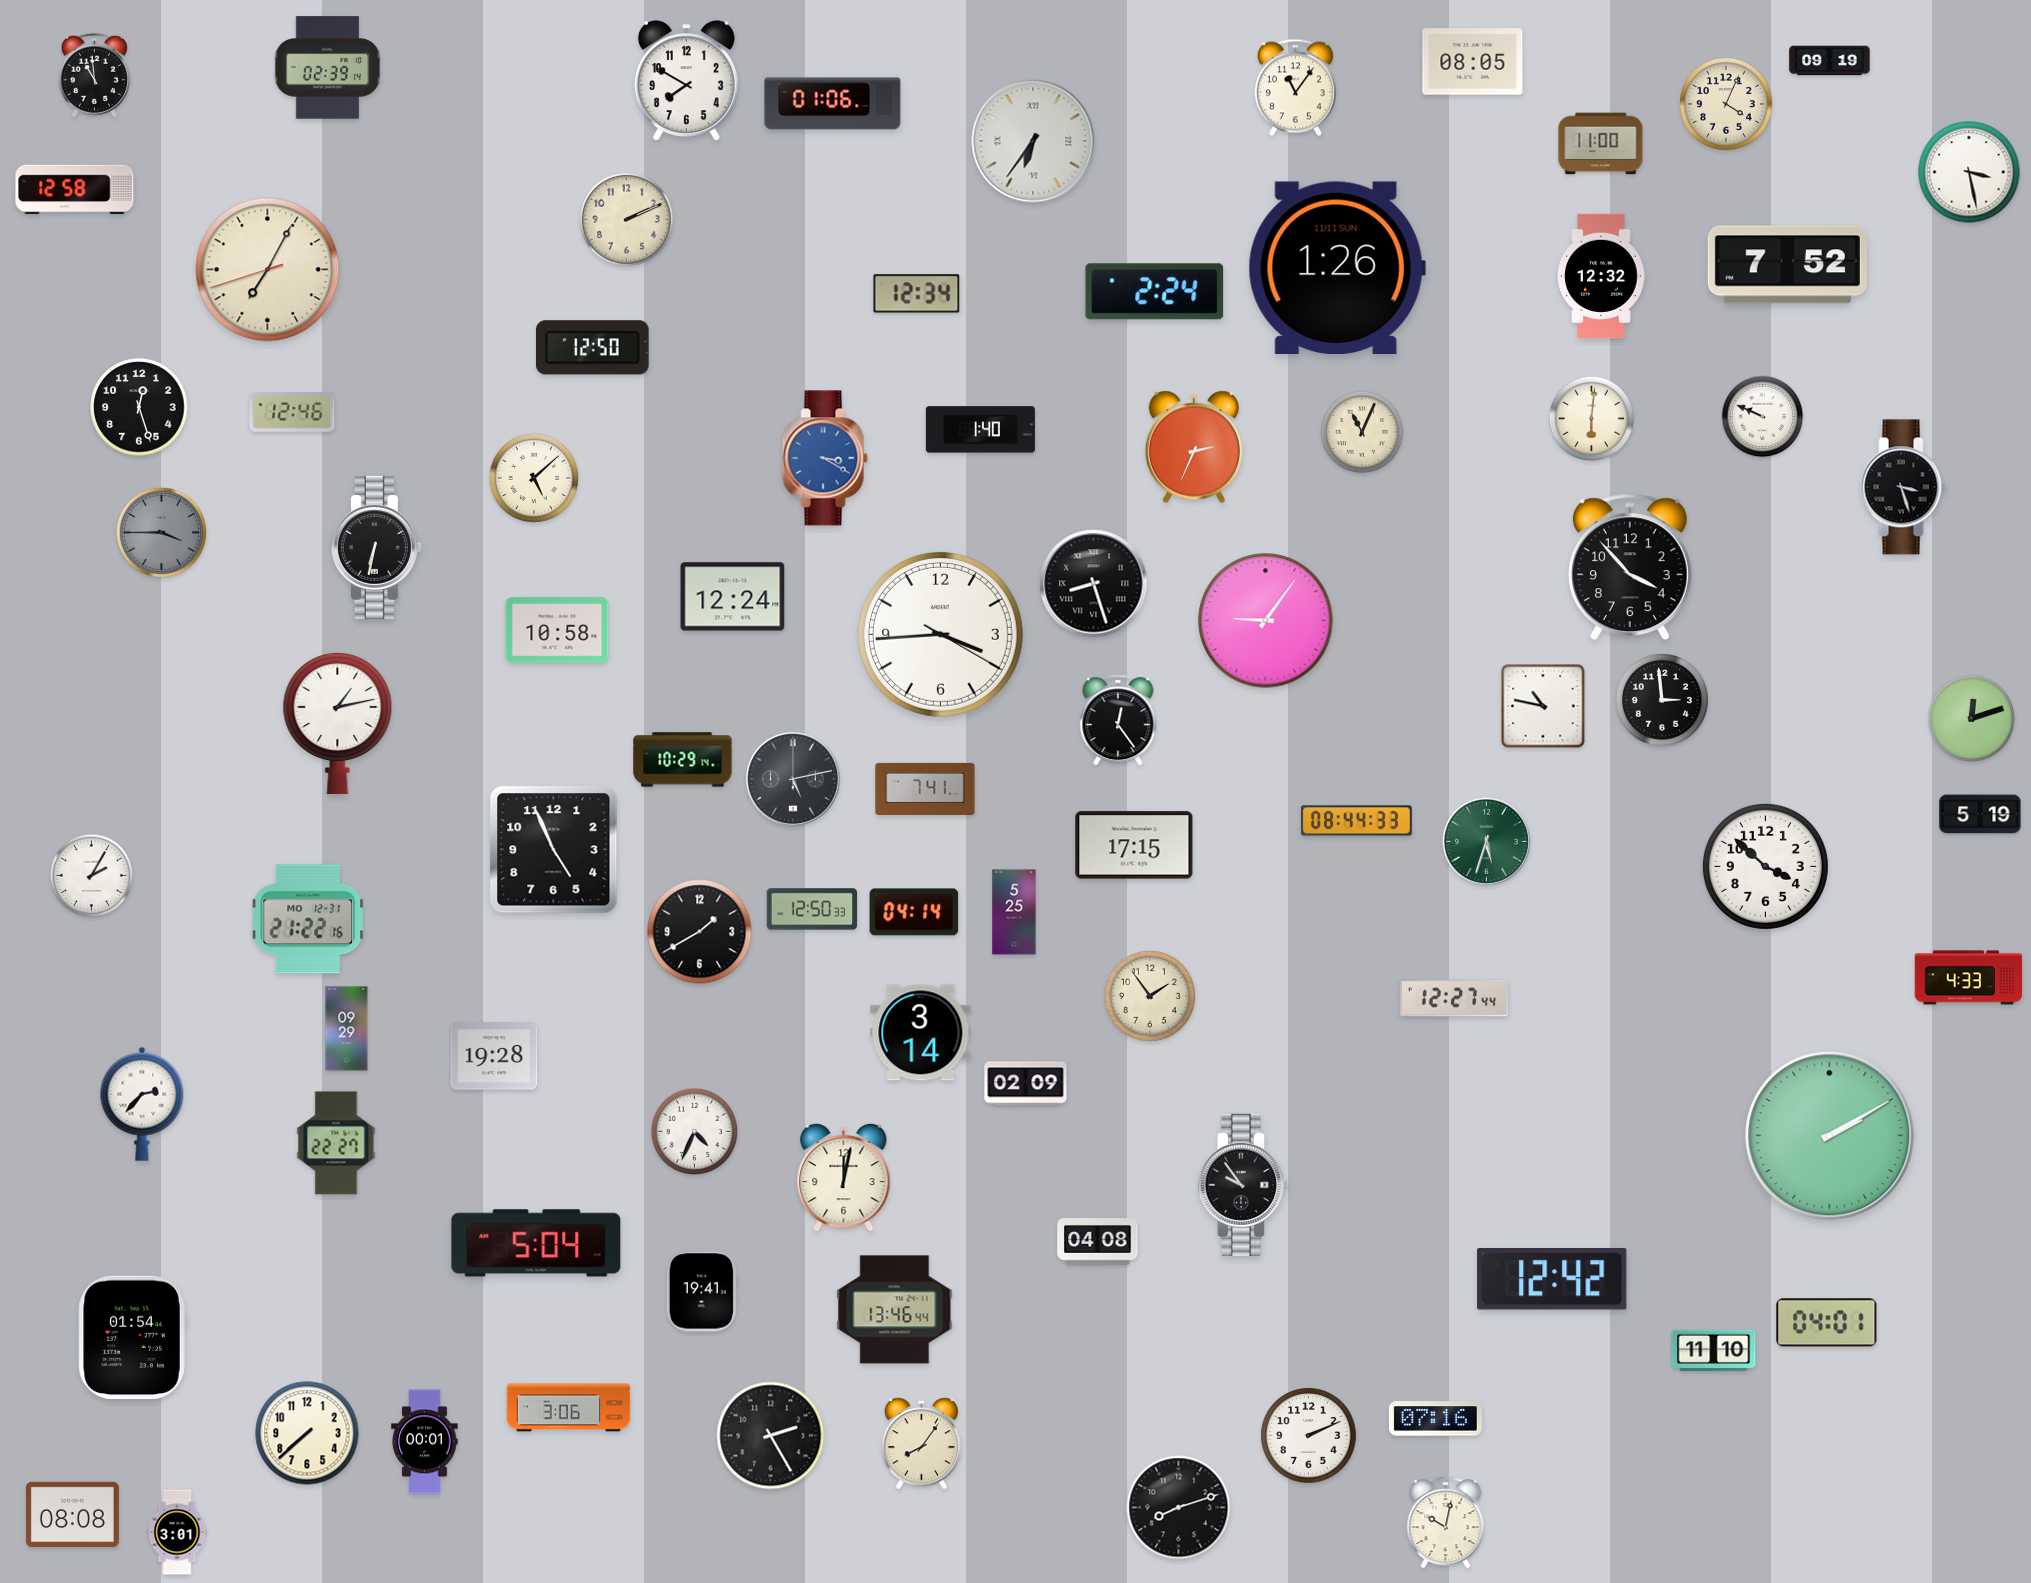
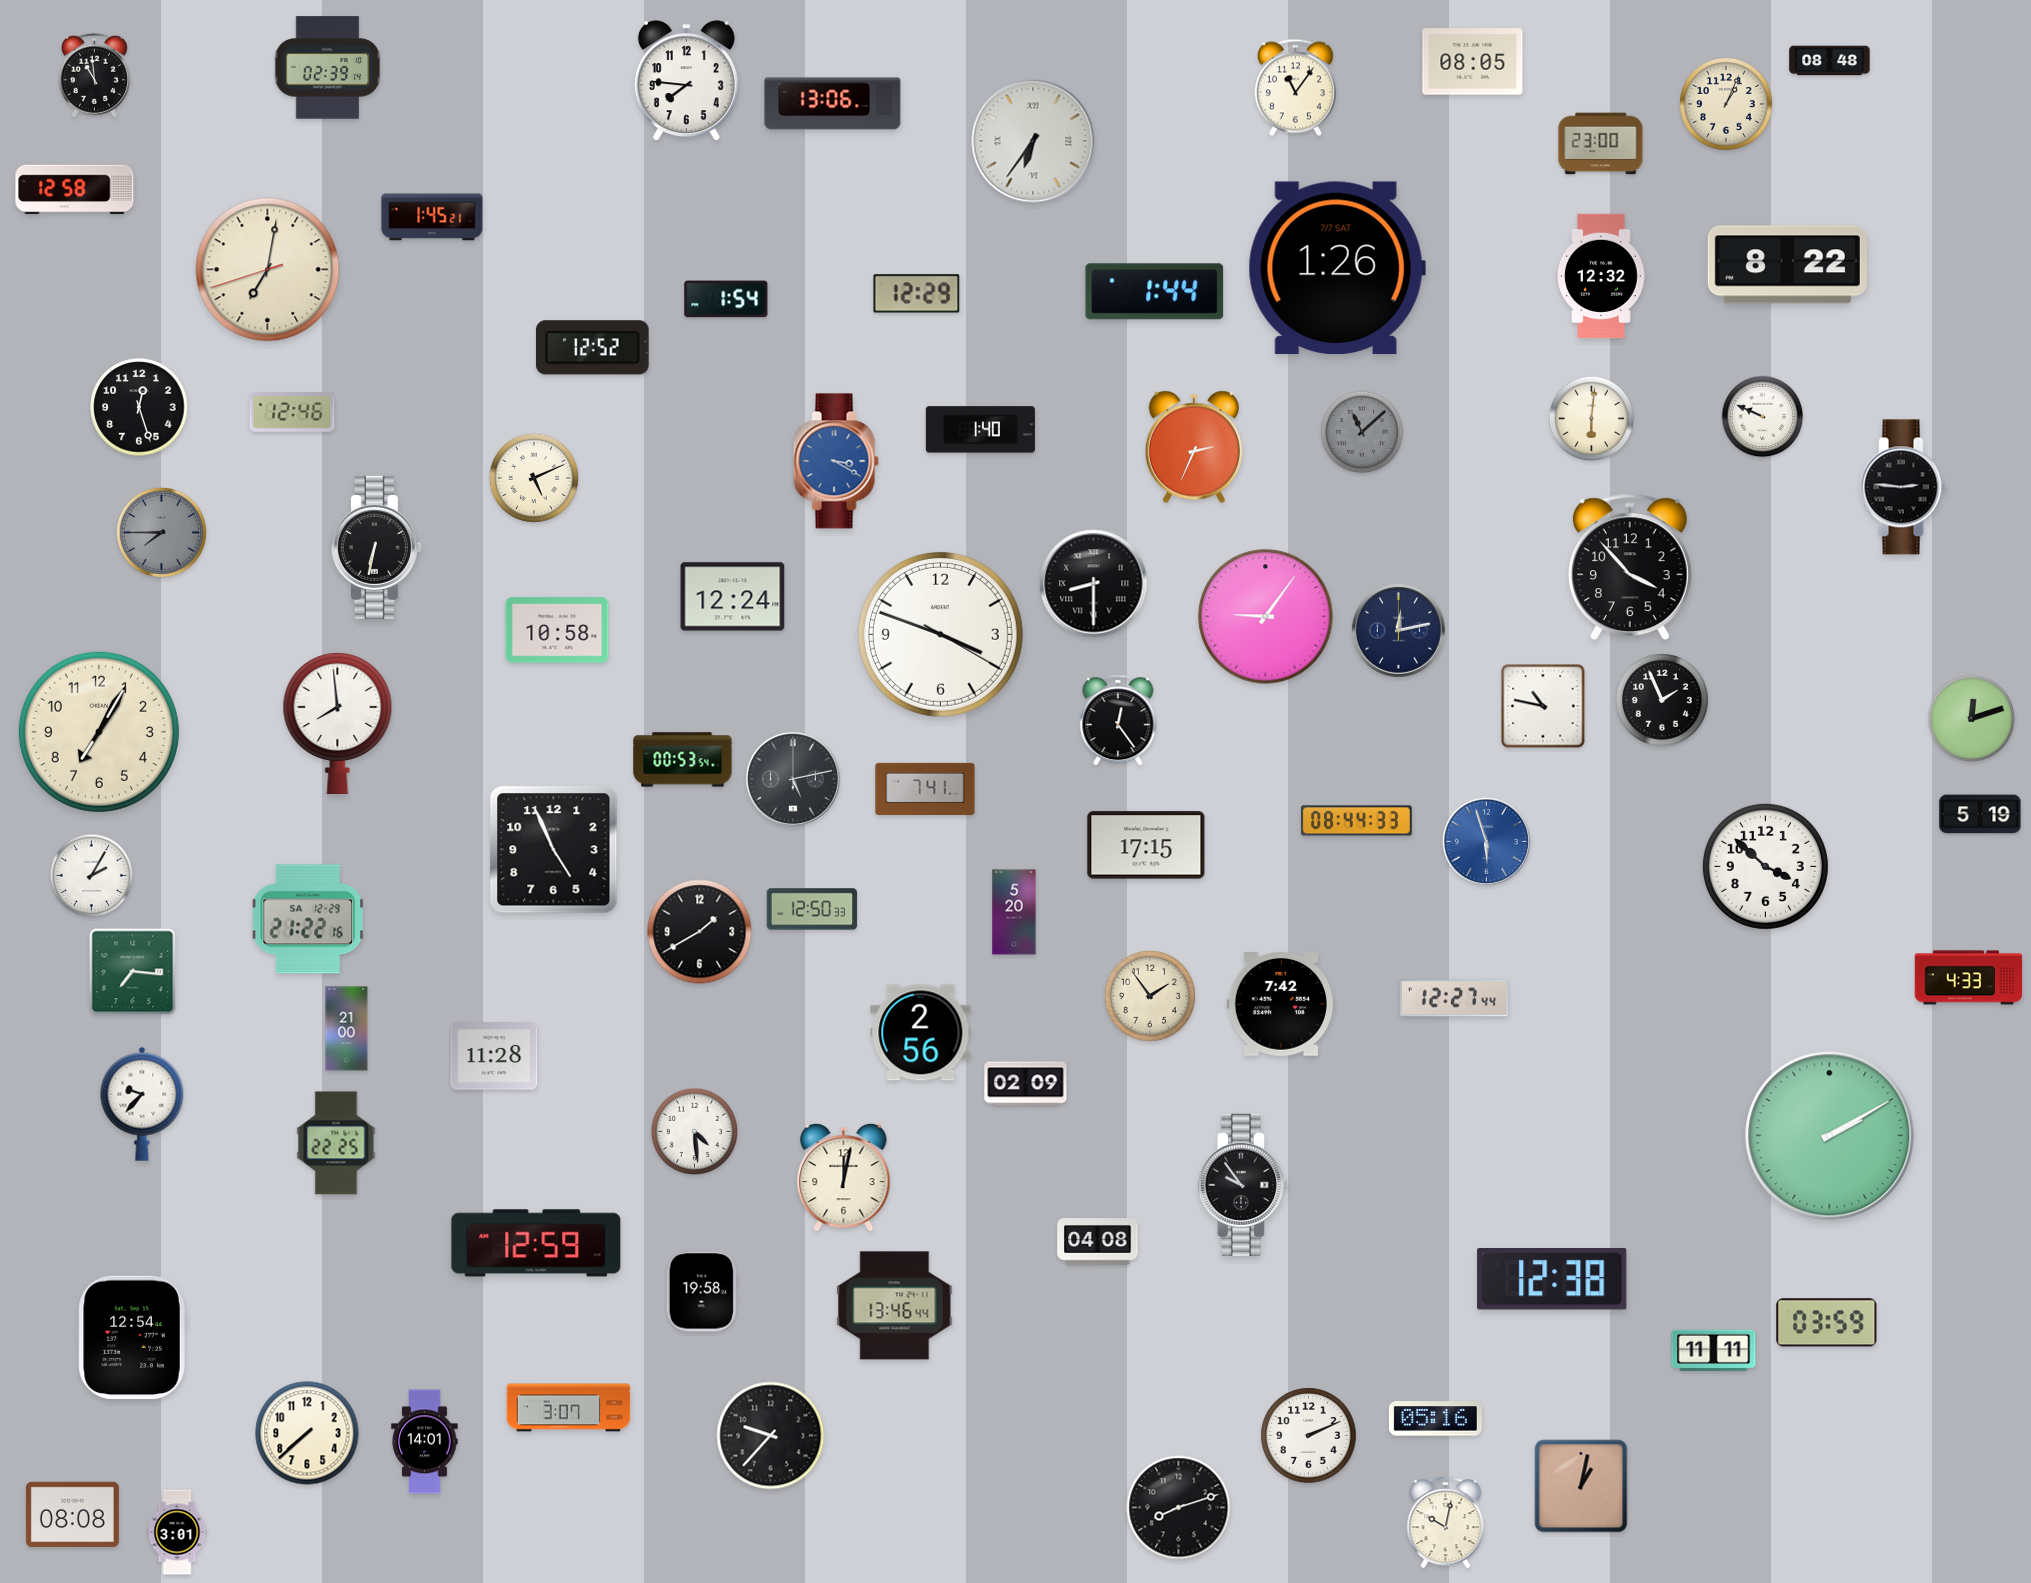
clock at (1830, 61): 09:19 -> 08:48
clock at (686, 81): 7:50 -> 7:46
clock at (833, 104): 01:06 -> 13:06
clock at (1727, 105): 4:04 -> 1:04
clock at (1601, 144): 11:00 -> 23:00
clock at (1969, 172): 3:28 -> none
clock at (432, 217): none -> 1:45
clock at (627, 220): 2:11 -> none
clock at (1787, 265): 7:52 -> 8:22
clock at (1337, 268) date: 11/11 SUN -> 7/7 SAT
clock at (268, 270): 7:04 -> 7:01
clock at (1155, 292): 2:24 -> 1:44
clock at (917, 294): 12:34 -> 12:29
clock at (726, 299): none -> 1:54
clock at (592, 348): 12:50 -> 12:52
clock at (1362, 432): 11:04 -> 11:08
clock at (1362, 432) dial: cream -> grey
clock at (825, 458) position: (825, 458) -> (836, 461)
clock at (534, 478): 5:08 -> 5:11
clock at (1903, 487): 3:27 -> 2:46
clock at (161, 532): 3:45 -> 7:45
clock at (1094, 584): 8:27 -> 8:30
clock at (1266, 621) position: (1266, 621) -> (1266, 617)
clock at (1398, 630): none -> 12:13
clock at (940, 634): 3:44 -> 3:48
clock at (1663, 701): 2:59 -> 1:56
clock at (338, 722): 1:13 -> 7:59
clock at (99, 732): none -> 7:05
clock at (683, 760): 10:29 -> 00:53
clock at (1486, 841): 5:33 -> 5:57
clock at (1486, 841) dial: green -> blue
clock at (1134, 845) position: (1134, 845) -> (1146, 845)
clock at (914, 912): 04:14 -> none
clock at (1014, 912): 5:25 -> 5:20
clock at (308, 919) date: MO 12-31 -> SA 12-29
clock at (133, 972): none -> 7:16
clock at (1281, 1005): none -> 7:42
clock at (347, 1029): 09:29 -> 21:00
clock at (921, 1033): 3:14 -> 2:56
clock at (494, 1056): 19:28 -> 11:28
clock at (142, 1104): 2:37 -> 9:37
clock at (694, 1131): 4:34 -> 4:29
clock at (336, 1143): 22:27 -> 22:25
clock at (536, 1243): 5:04 -> 12:59
clock at (1552, 1280): 12:42 -> 12:38
clock at (702, 1291): 19:41 -> 19:58
clock at (895, 1310) position: (895, 1310) -> (895, 1306)
clock at (1827, 1323): 04:01 -> 03:59
clock at (132, 1338): 01:54 -> 12:54
clock at (1714, 1350): 11:10 -> 11:11
clock at (569, 1408): 3:06 -> 3:07
clock at (1435, 1419): 07:16 -> 05:16
clock at (771, 1436): 2:25 -> 9:37
clock at (425, 1442): 00:01 -> 14:01
clock at (922, 1444): 8:06 -> none
clock at (1581, 1486): none -> 1:02
